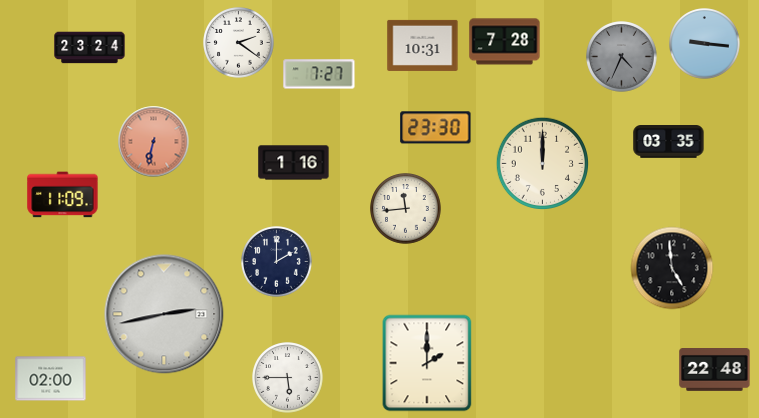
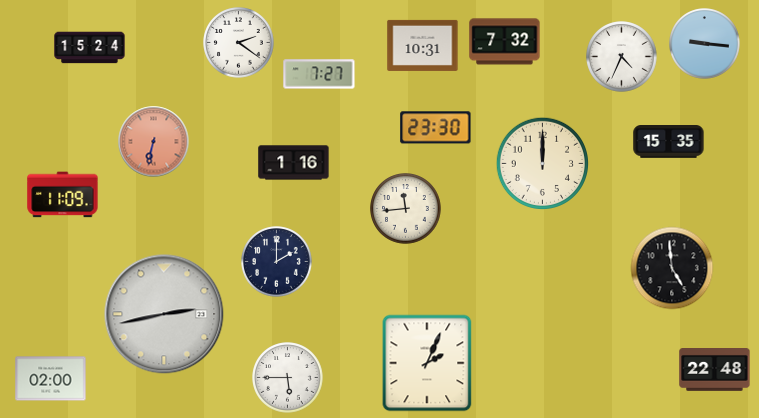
clock at (505, 42): 7:28 -> 7:32
clock at (90, 48): 23:24 -> 15:24
clock at (622, 57) dial: grey -> white
clock at (669, 142): 03:35 -> 15:35
clock at (427, 363): 2:00 -> 2:04
